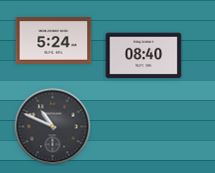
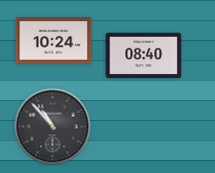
clock at (54, 41): 5:24 -> 10:24
clock at (53, 127): 10:49 -> 10:53
